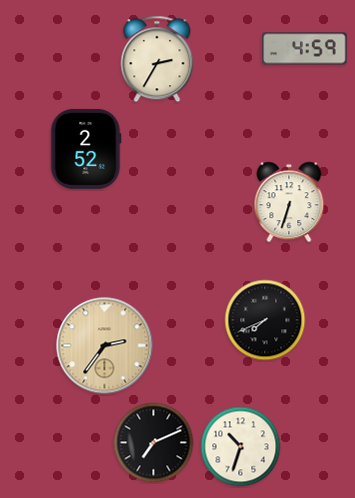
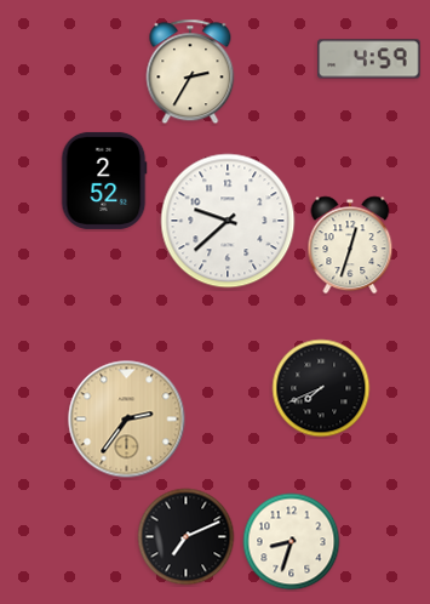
clock at (228, 221): none -> 9:38
clock at (289, 202): 6:33 -> 12:33
clock at (241, 447): 10:33 -> 8:33
